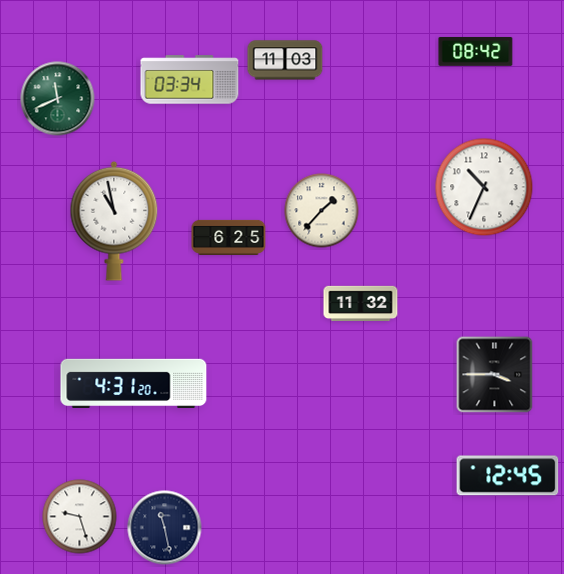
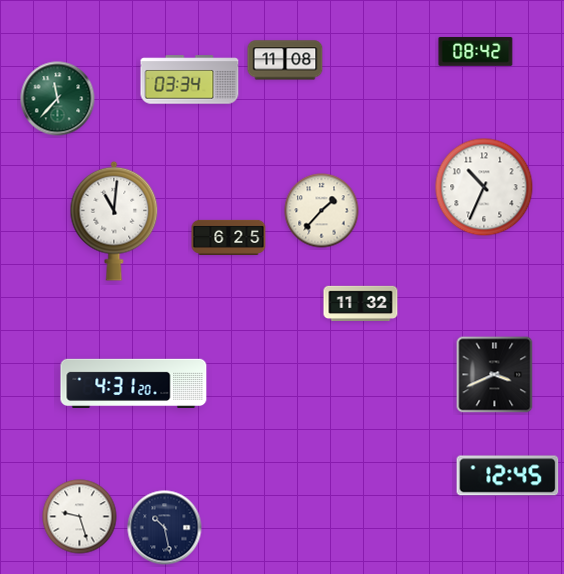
clock at (285, 60): 11:03 -> 11:08
clock at (58, 99): 11:41 -> 11:37
clock at (114, 221): 10:58 -> 11:01
clock at (495, 375): 3:45 -> 3:41
clock at (165, 528): 11:28 -> 10:28
